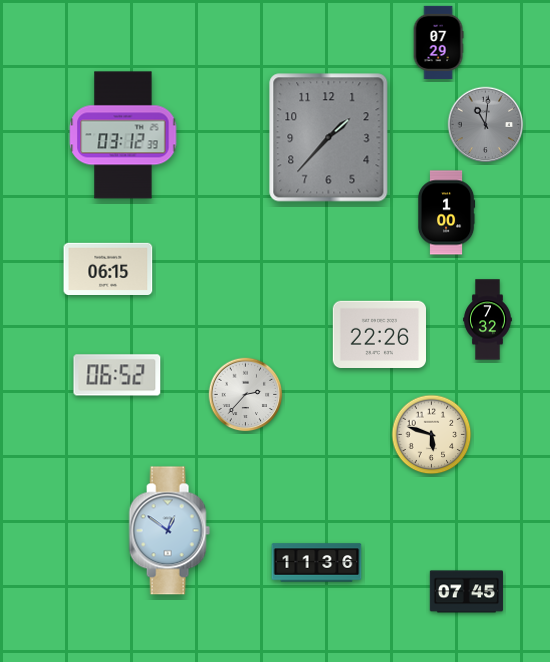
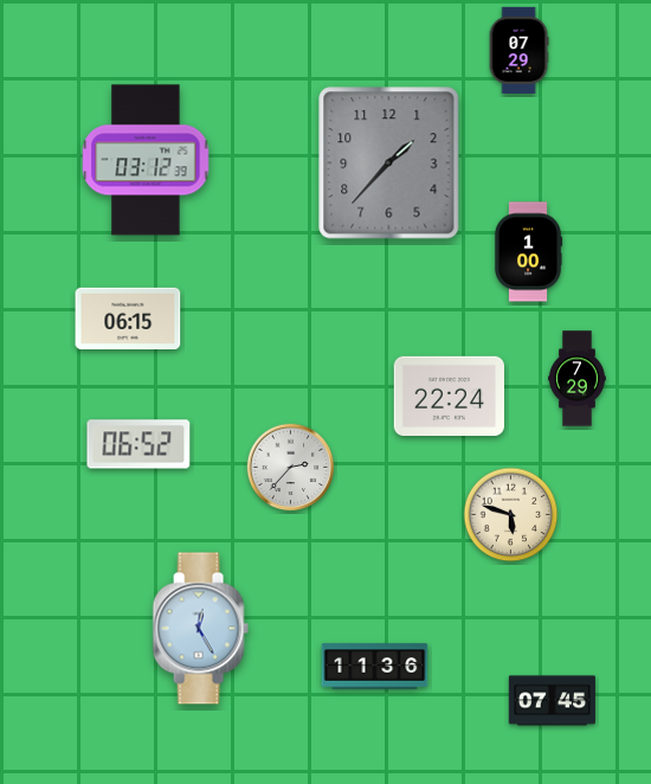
clock at (486, 125): 11:01 -> none
clock at (488, 320): 7:32 -> 7:29
clock at (379, 334): 22:26 -> 22:24
clock at (169, 531): 12:51 -> 12:25
